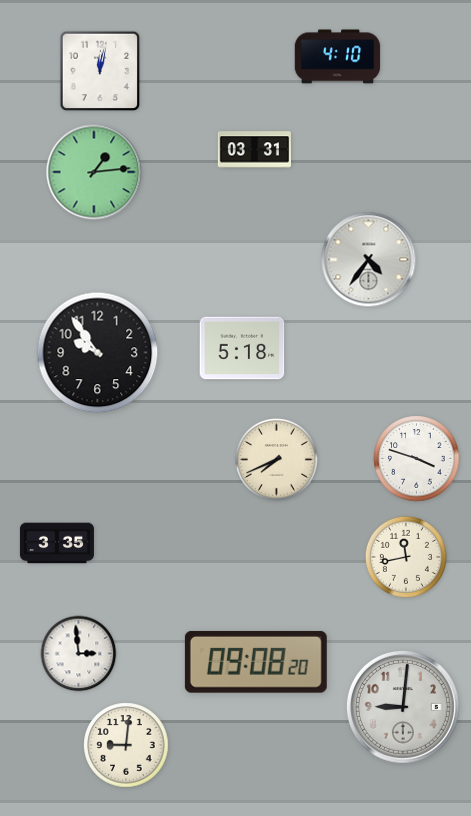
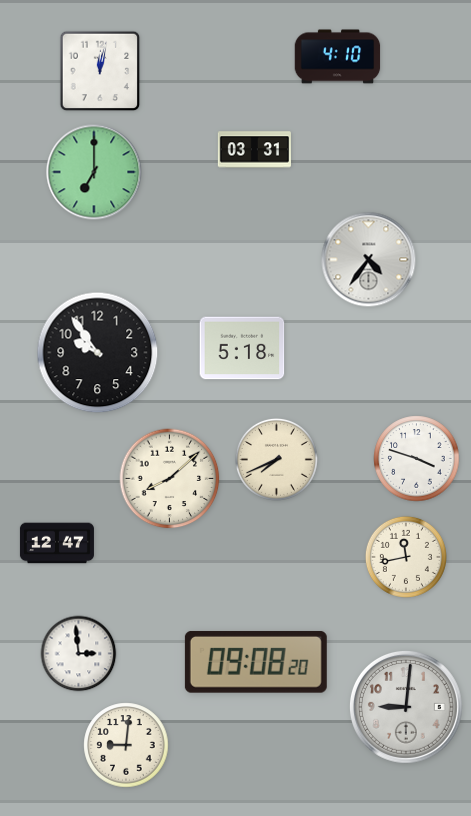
clock at (94, 172): 1:14 -> 7:00
clock at (170, 479): none -> 8:08
clock at (57, 543): 3:35 -> 12:47
clock at (403, 707) position: (403, 707) -> (406, 707)
